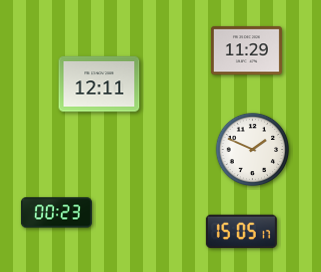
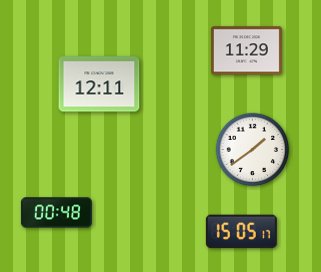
clock at (253, 150): 1:49 -> 1:39
clock at (56, 213): 00:23 -> 00:48
